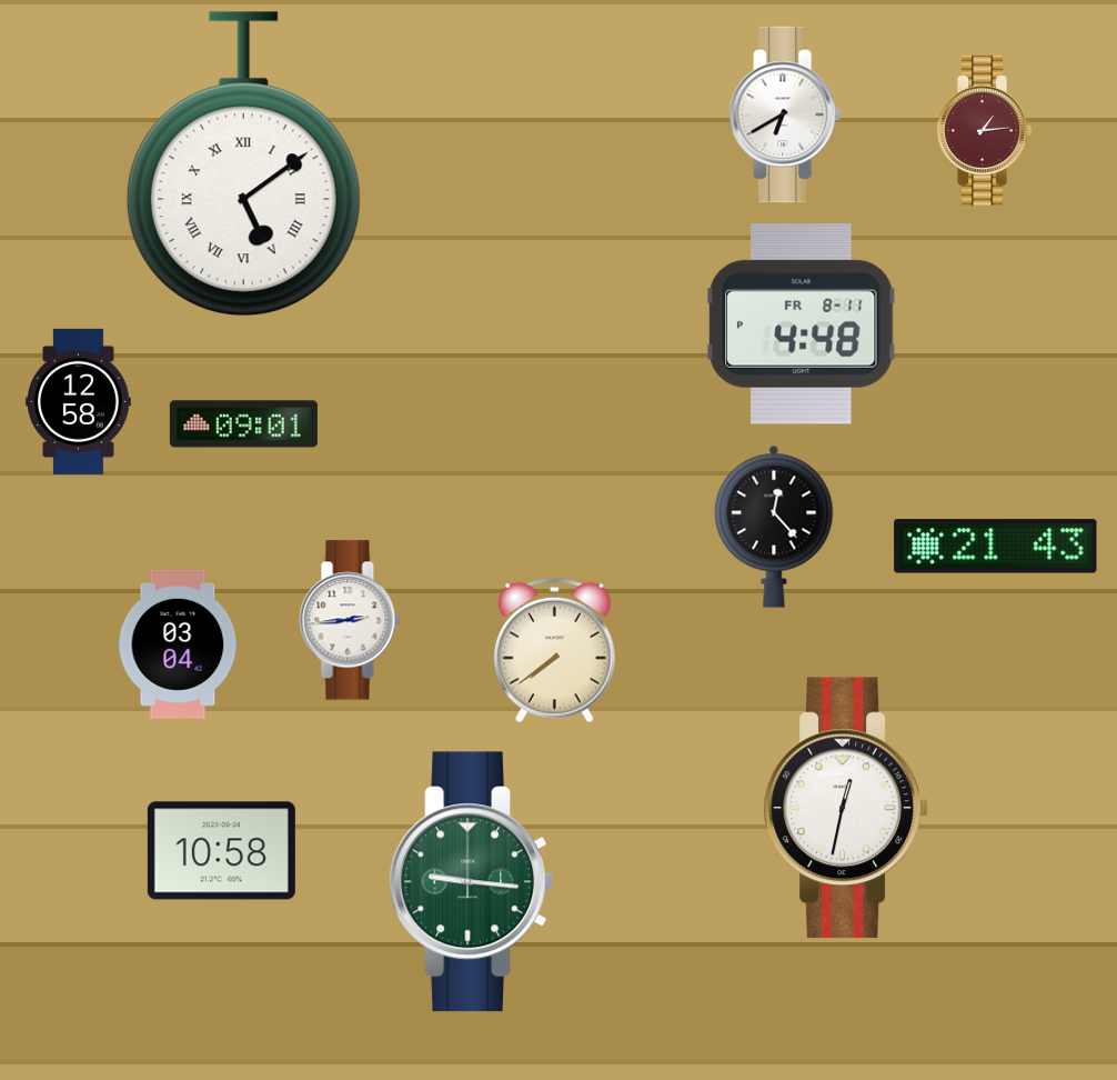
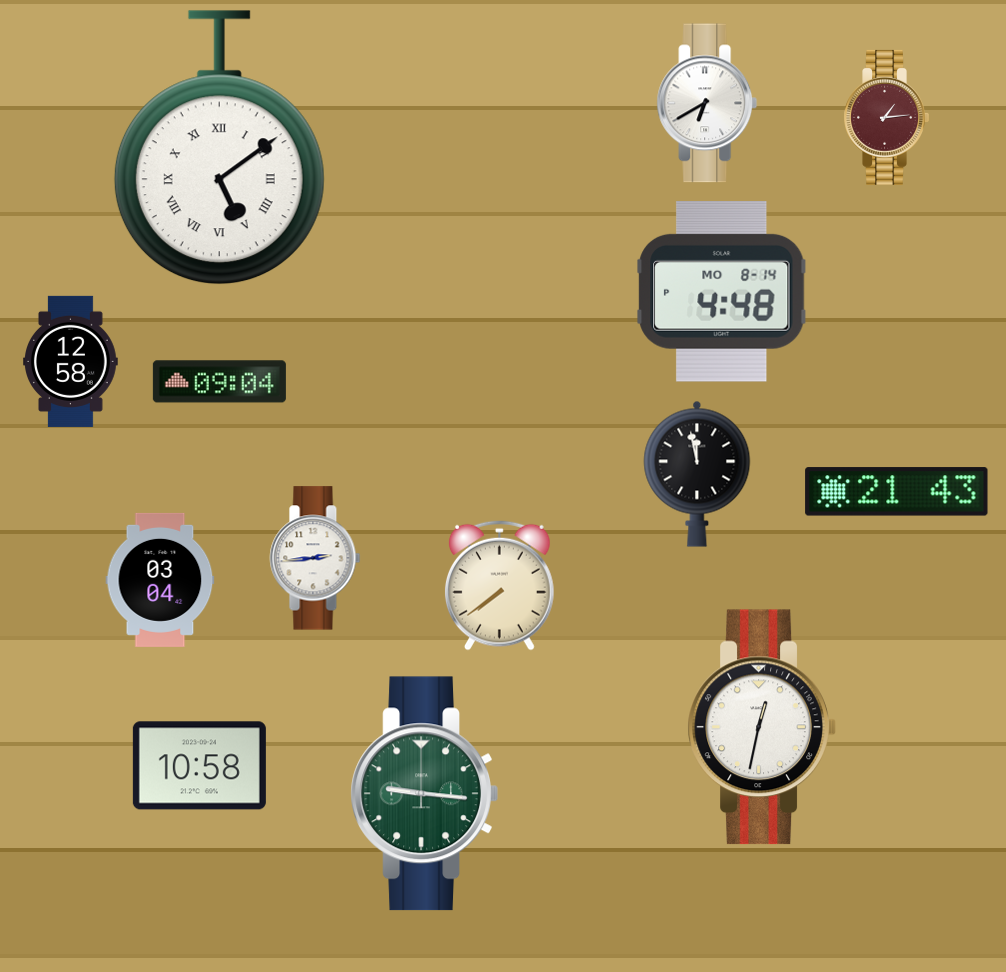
clock at (802, 324) date: FR 8-11 -> MO 8-14
clock at (243, 424): 09:01 -> 09:04
clock at (774, 527): 12:23 -> 11:58
